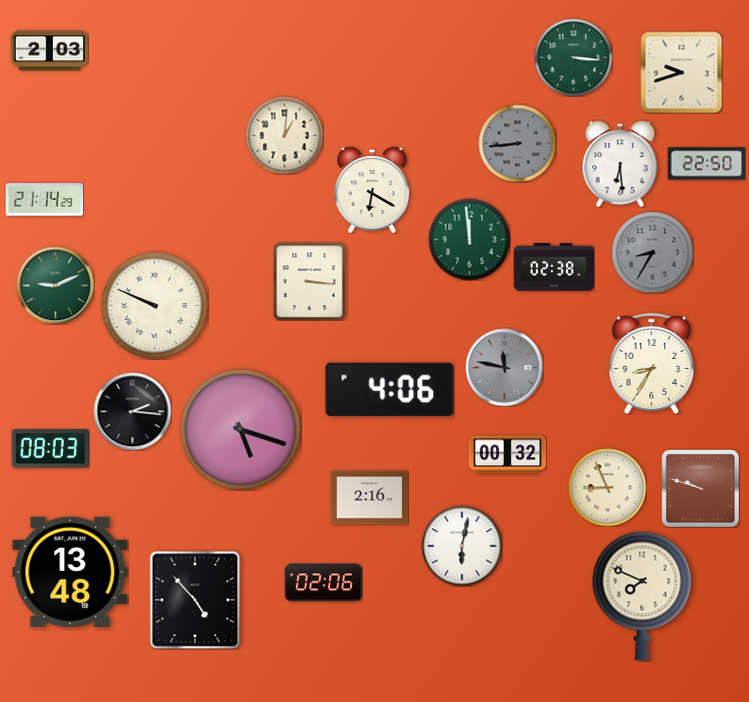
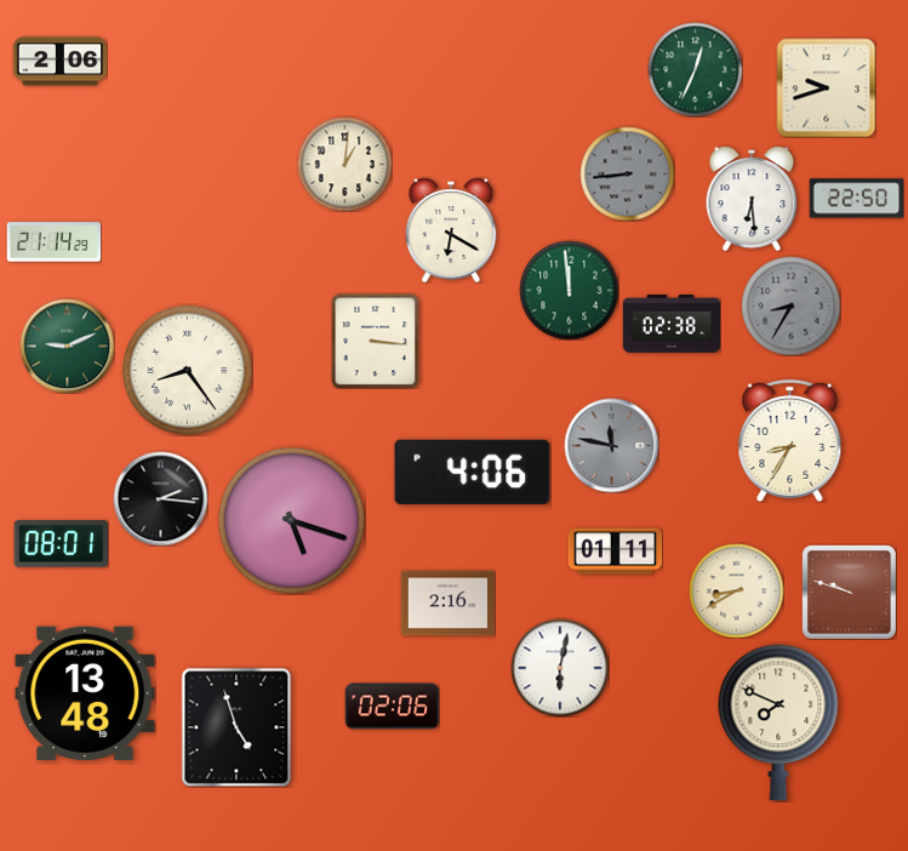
clock at (49, 51): 2:03 -> 2:06
clock at (573, 57): 3:16 -> 12:34
clock at (154, 305): 9:49 -> 8:24
clock at (50, 449): 08:03 -> 08:01
clock at (507, 455): 00:32 -> 01:11
clock at (607, 487): 8:56 -> 8:40
clock at (462, 546) position: (462, 546) -> (560, 668)
clock at (195, 600): 4:53 -> 4:57
